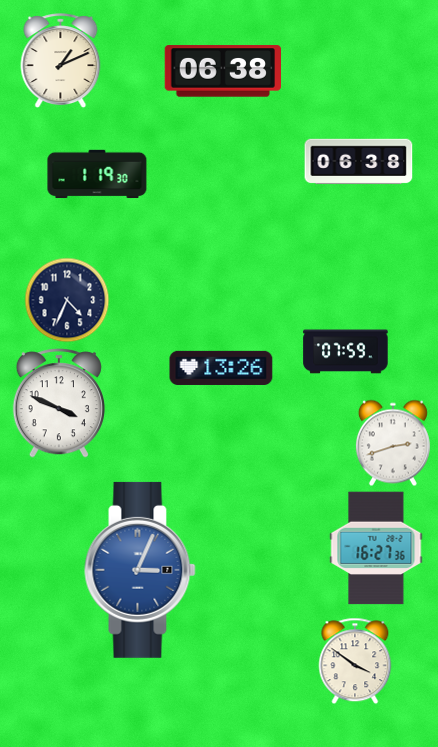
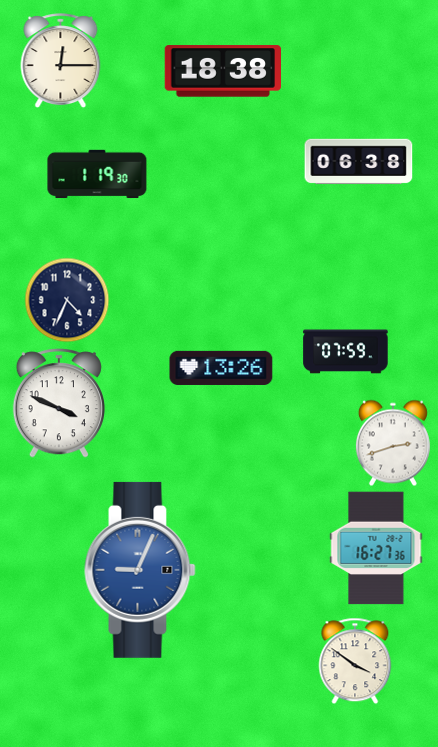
clock at (61, 60): 1:11 -> 12:15
clock at (222, 71): 06:38 -> 18:38
clock at (140, 570): 3:04 -> 9:04
